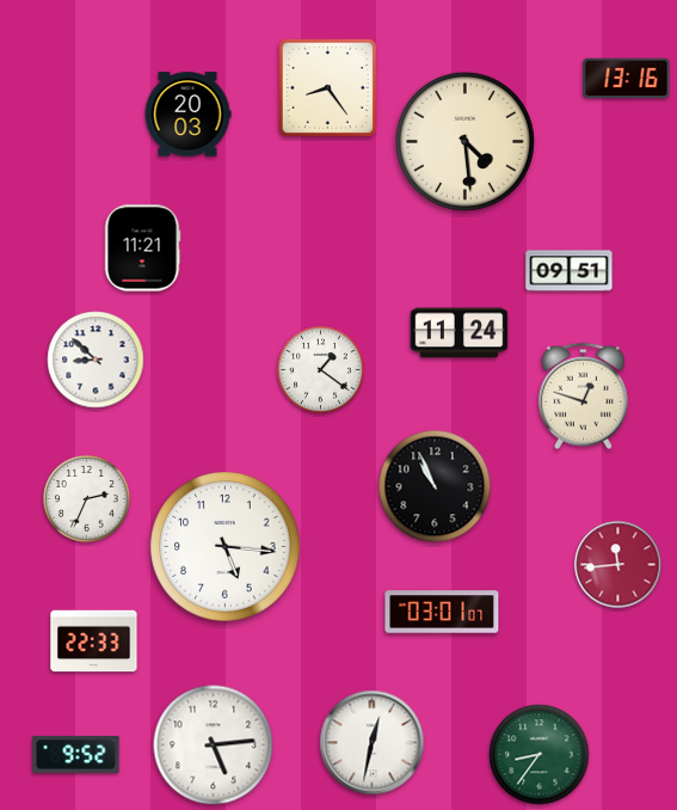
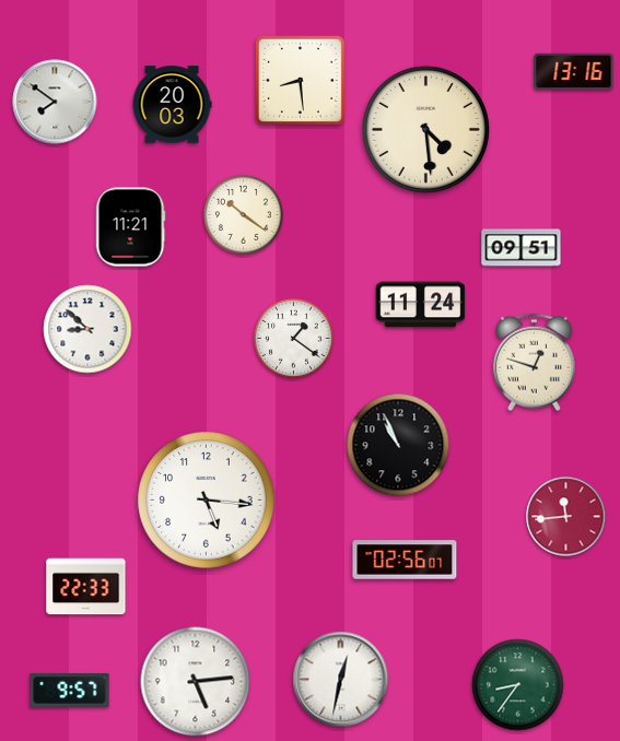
clock at (327, 87): 8:24 -> 8:29
clock at (55, 102): none -> 7:51
clock at (244, 215): none -> 10:21
clock at (87, 499): 2:34 -> none
clock at (442, 612): 03:01 -> 02:56
clock at (76, 754): 9:52 -> 9:57
clock at (540, 755) position: (540, 755) -> (518, 685)
